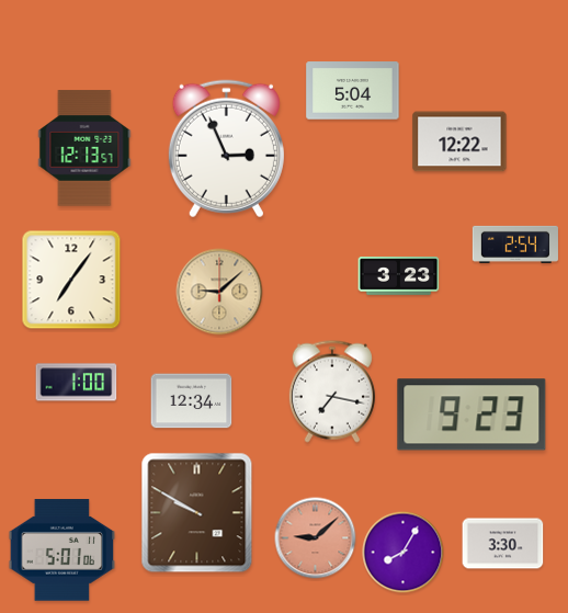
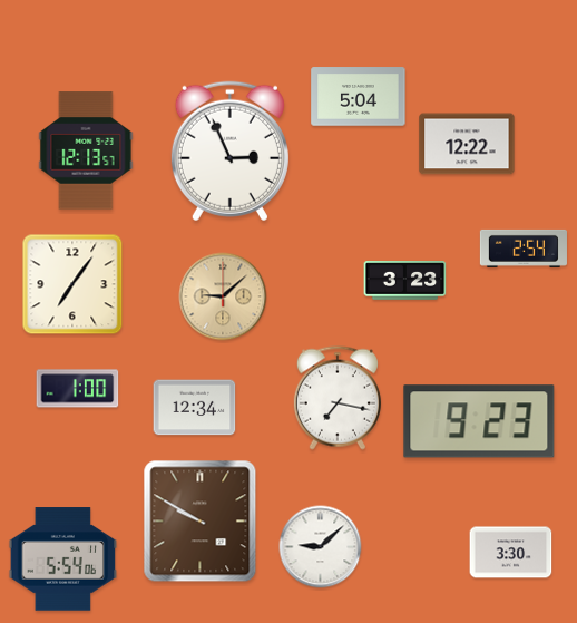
clock at (353, 91) position: (353, 91) -> (359, 97)
clock at (316, 538) dial: salmon -> white
clock at (63, 550): 5:01 -> 5:54
clock at (404, 553): 8:05 -> none
